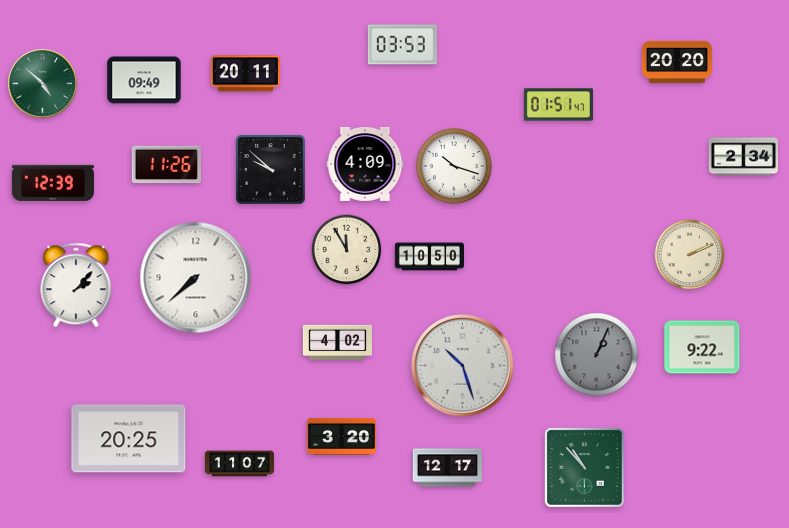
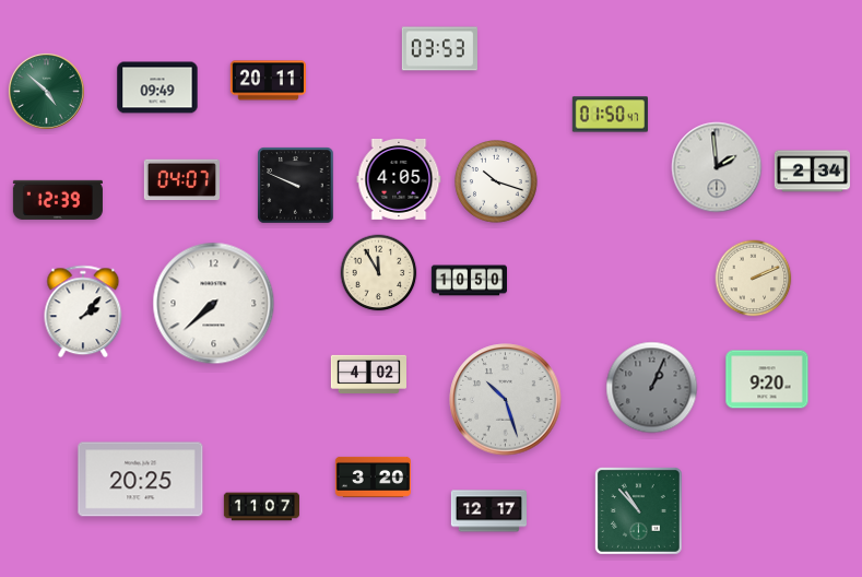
clock at (677, 62): 20:20 -> none
clock at (558, 105): 01:51 -> 01:50
clock at (717, 167): none -> 1:59
clock at (365, 164): 4:09 -> 4:05
clock at (166, 165): 11:26 -> 04:07
clock at (271, 170): 9:52 -> 9:49
clock at (702, 347): 9:22 -> 9:20
